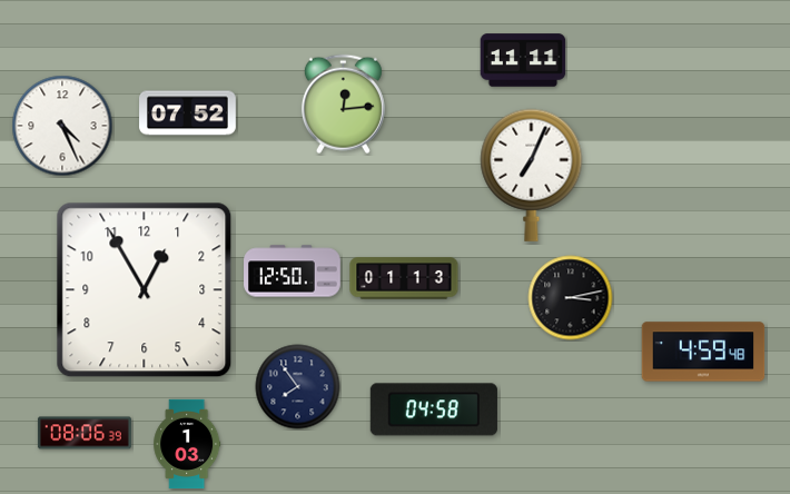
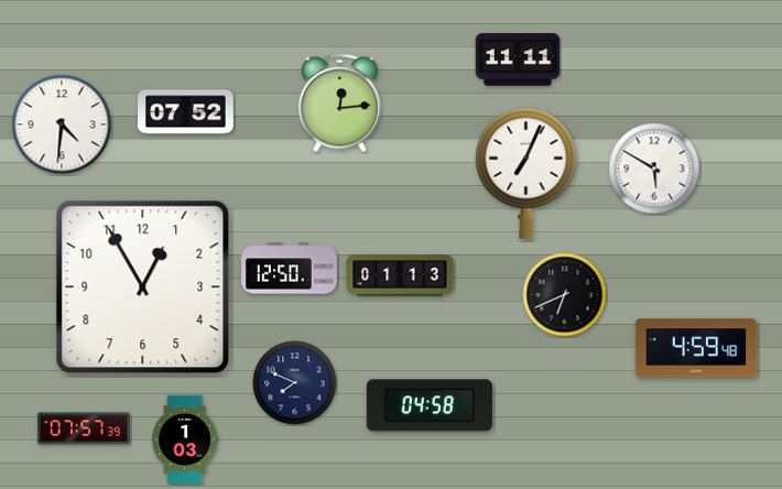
clock at (62, 126): 4:26 -> 4:31
clock at (654, 169): none -> 5:50
clock at (571, 298): 3:13 -> 6:41
clock at (298, 387): 7:54 -> 7:49
clock at (85, 433): 08:06 -> 07:57
